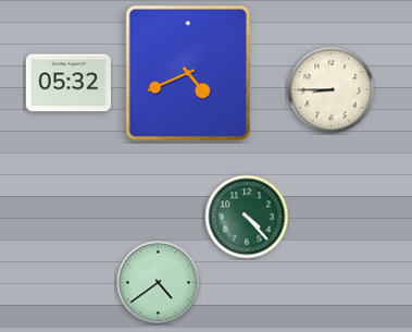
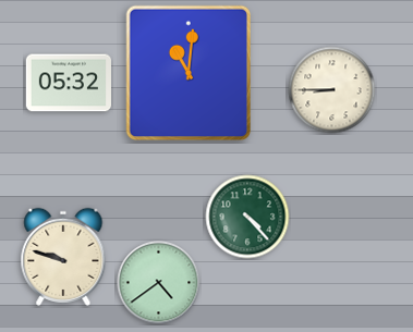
clock at (187, 73): 4:41 -> 11:01
clock at (63, 257): none -> 9:48
